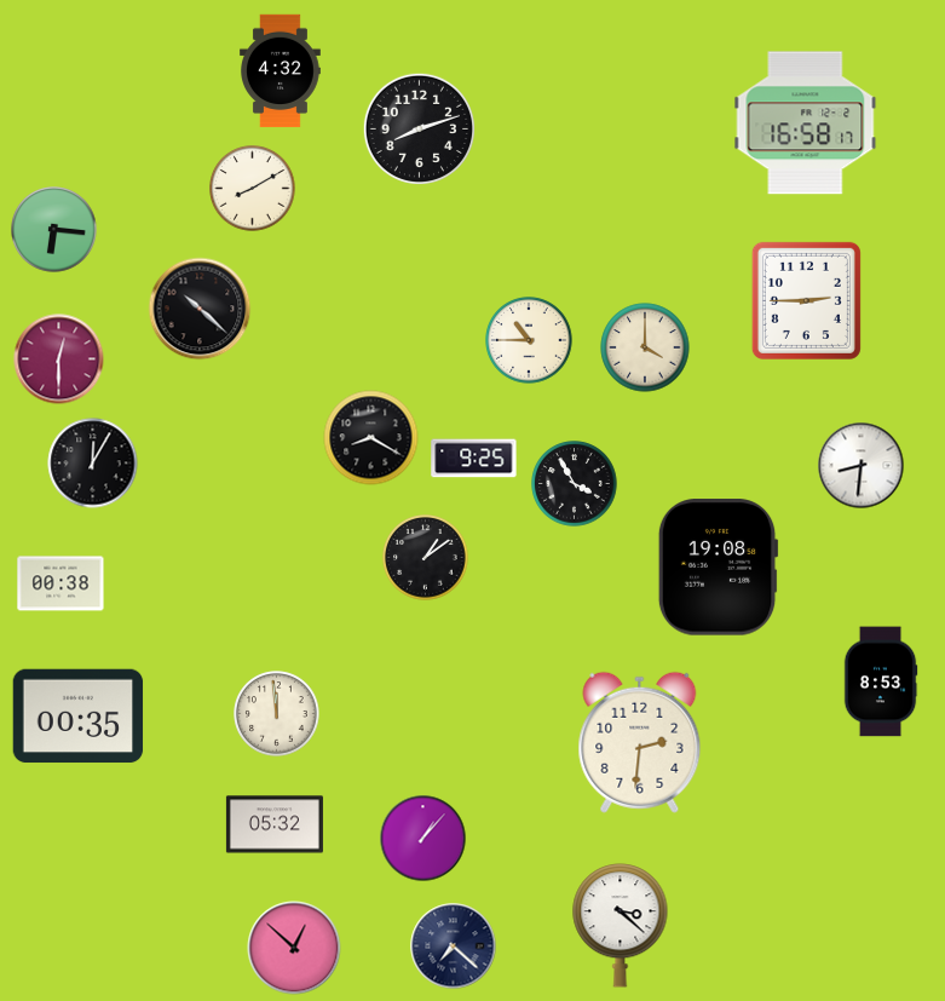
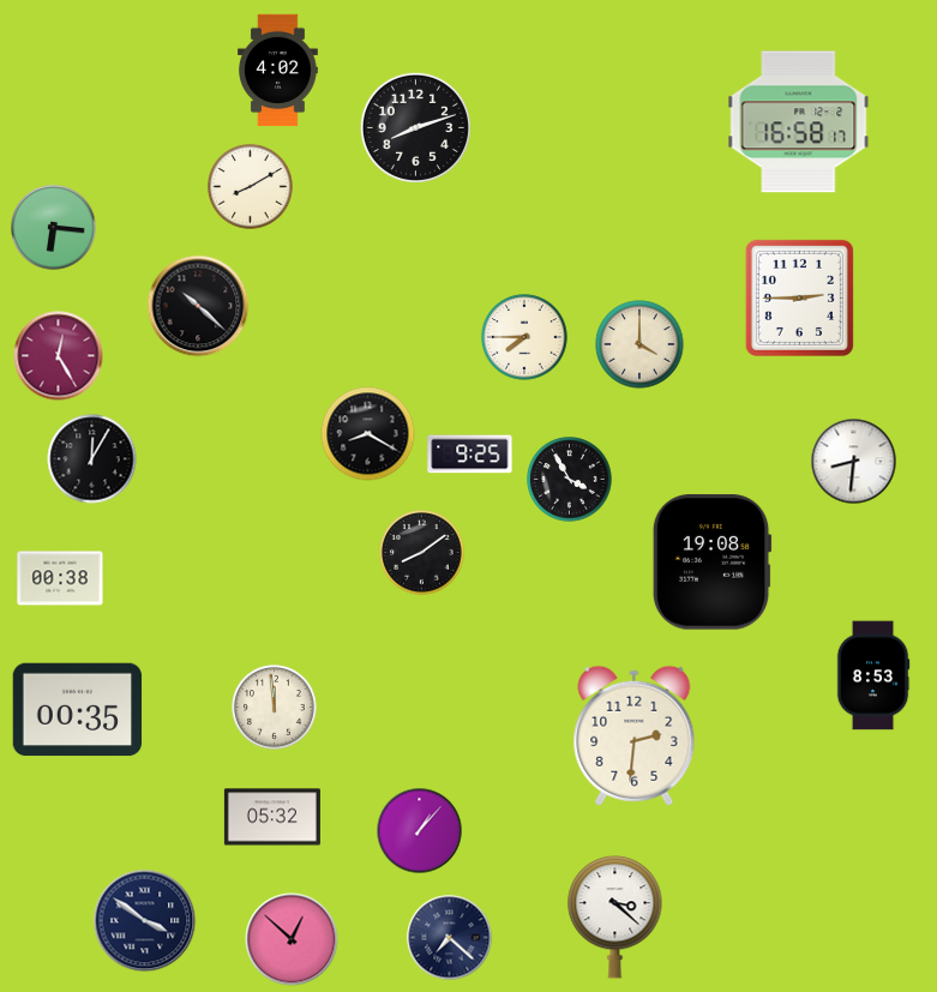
clock at (281, 71): 4:32 -> 4:02
clock at (529, 340): 10:45 -> 7:45
clock at (59, 359): 12:30 -> 12:25
clock at (426, 558): 1:09 -> 8:09
clock at (145, 921): none -> 3:51
